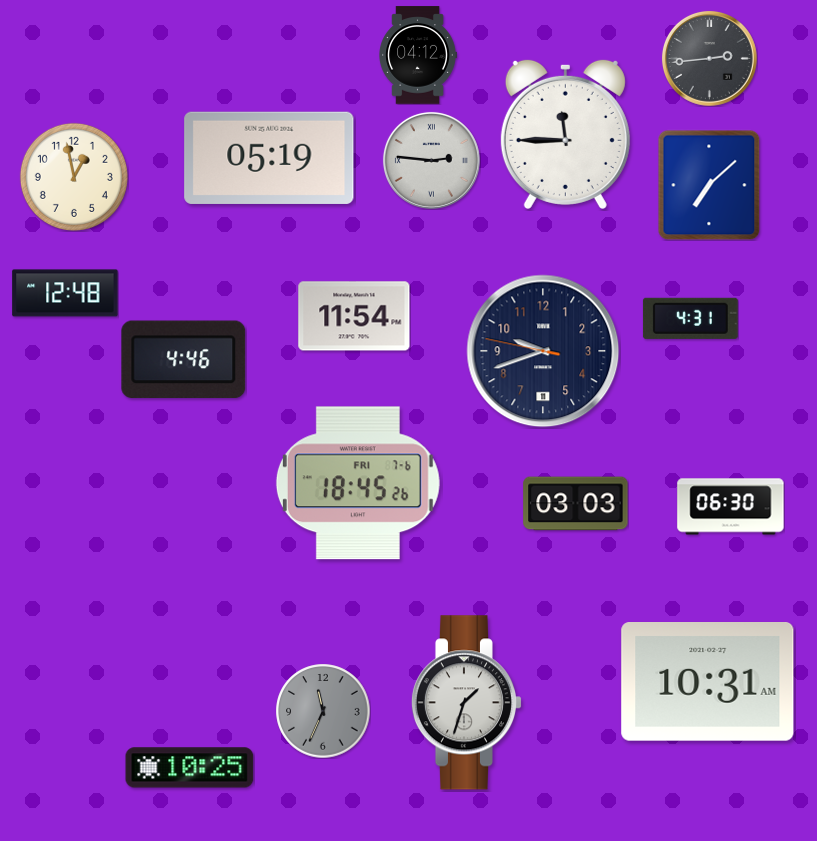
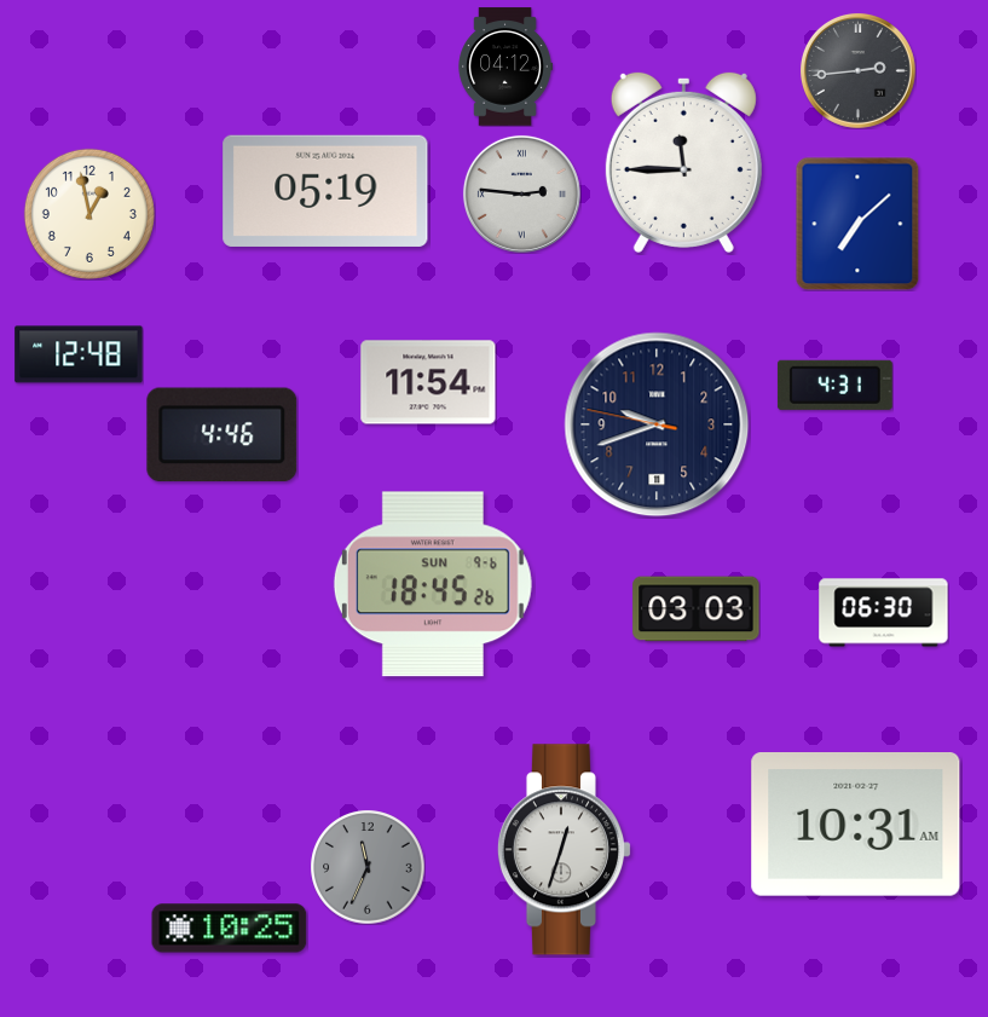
clock at (358, 483) date: FRI 7-6 -> SUN 9-6
clock at (466, 703): 1:33 -> 12:33
clock at (323, 711) position: (323, 711) -> (368, 867)
